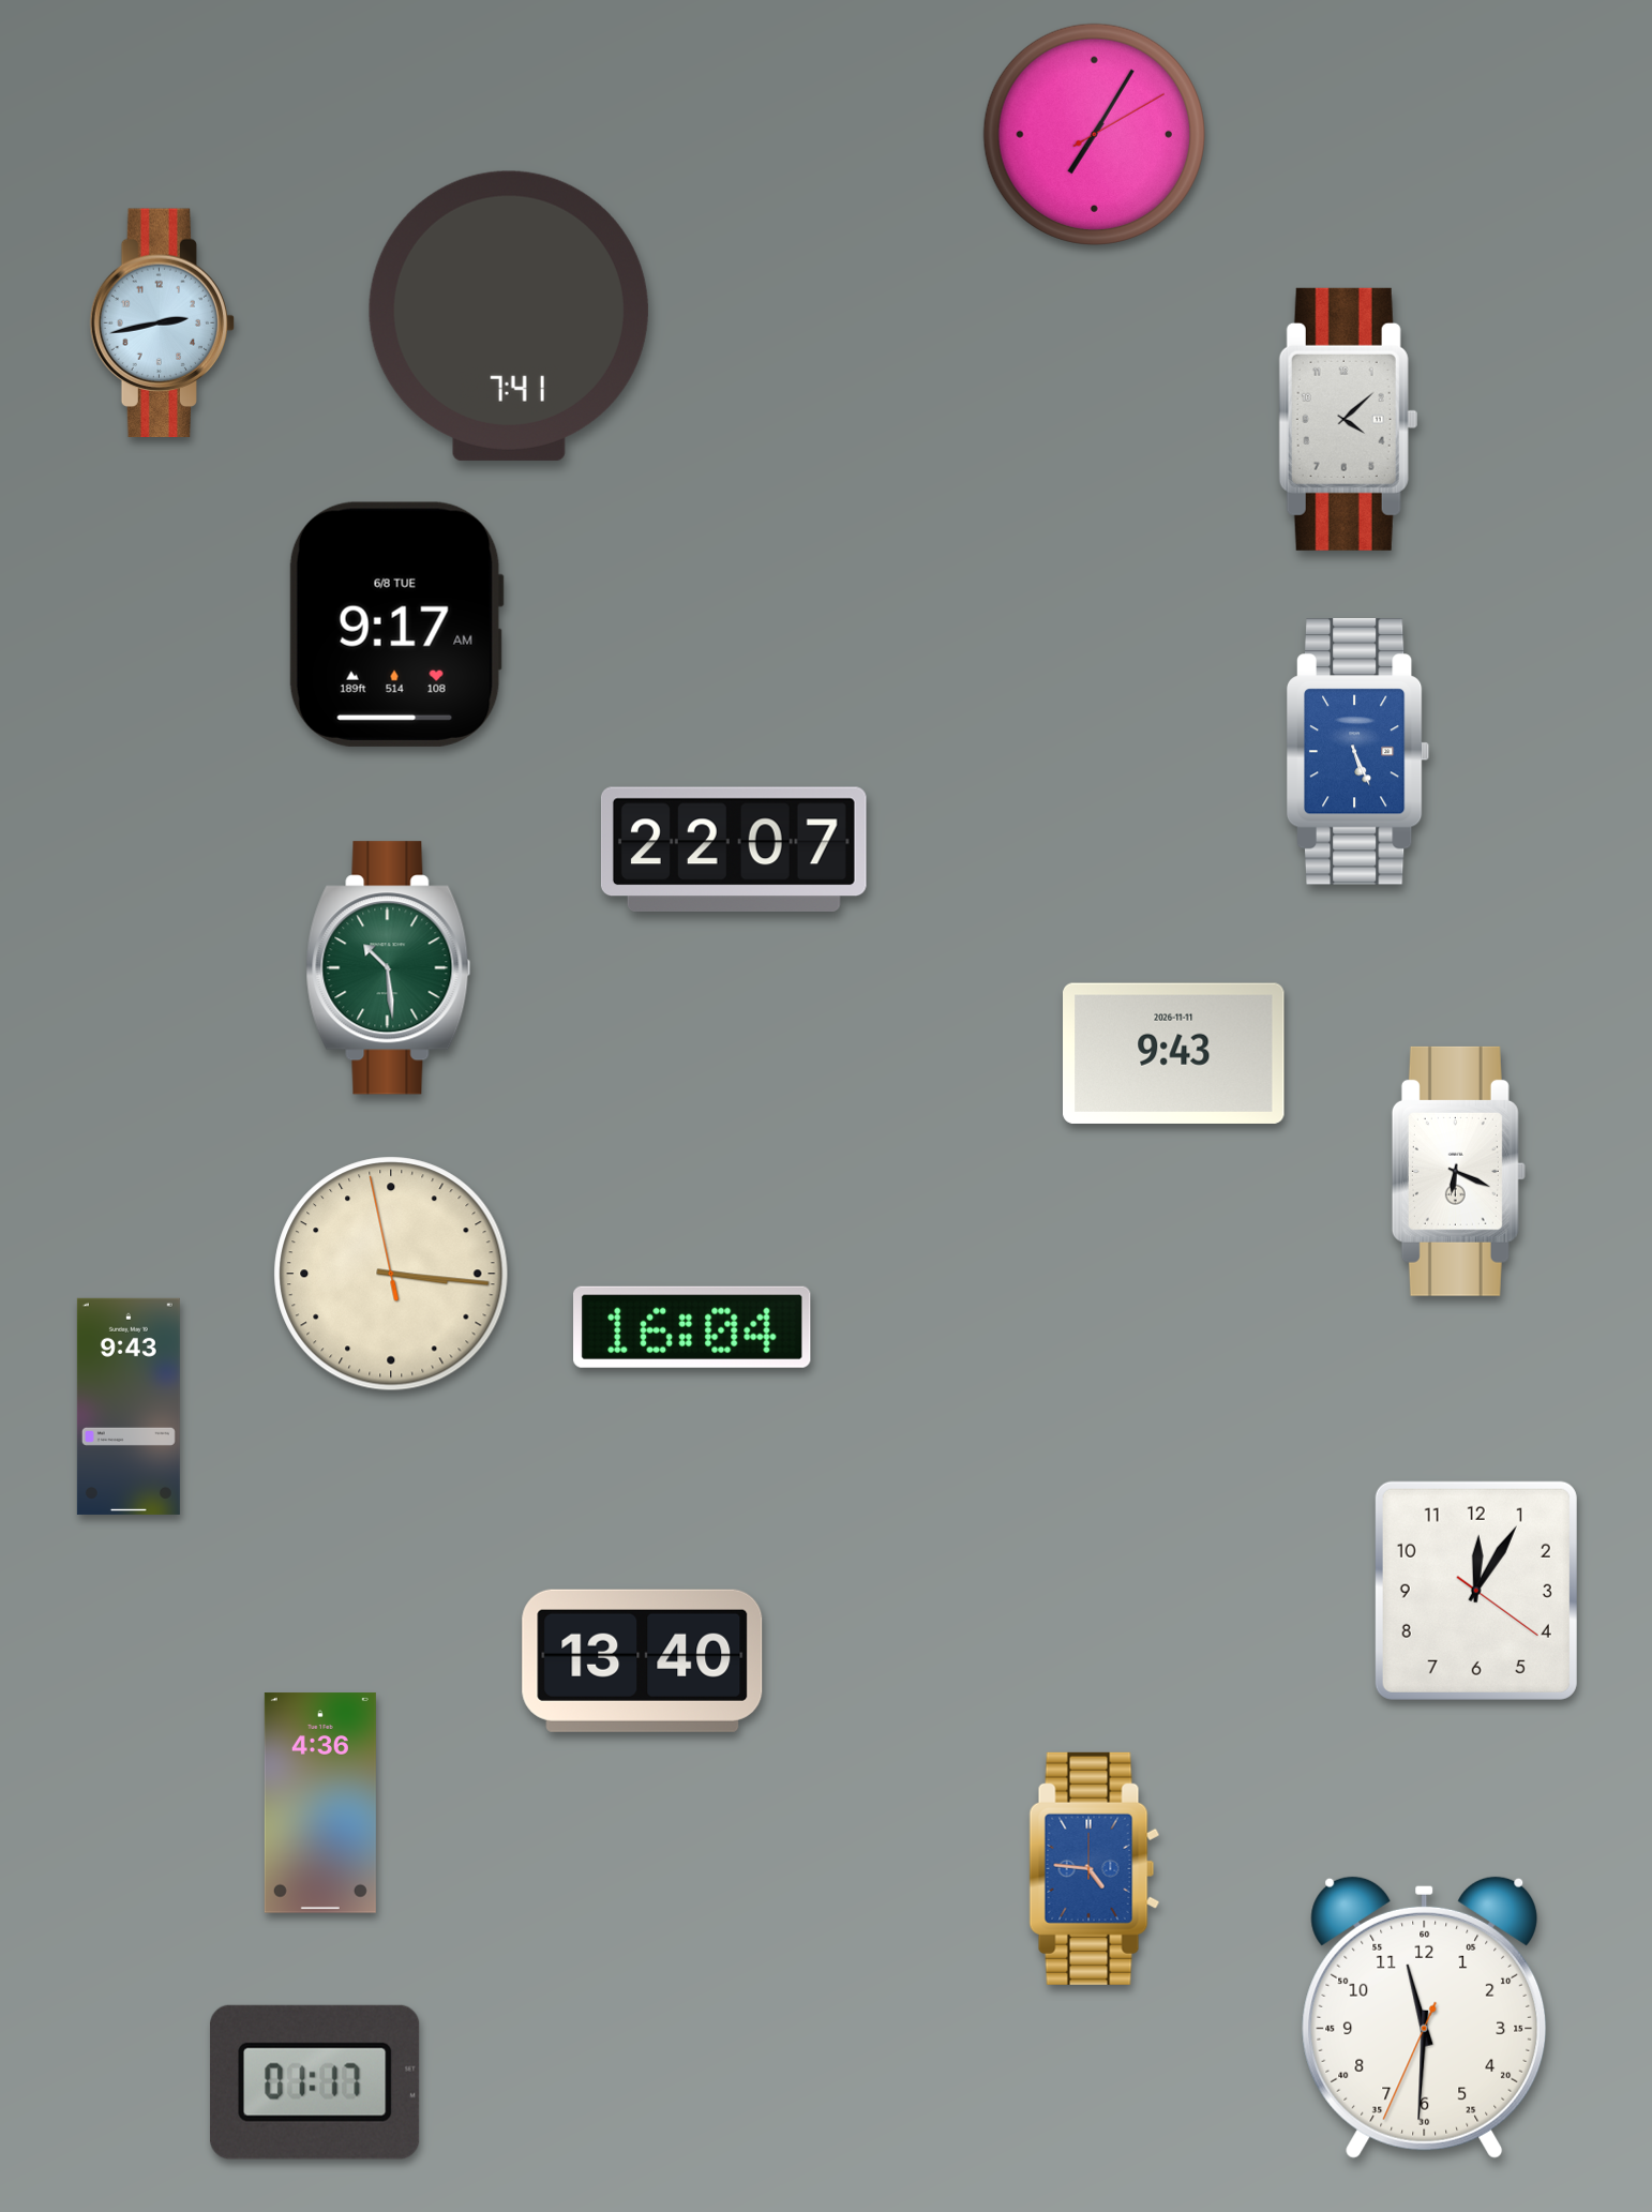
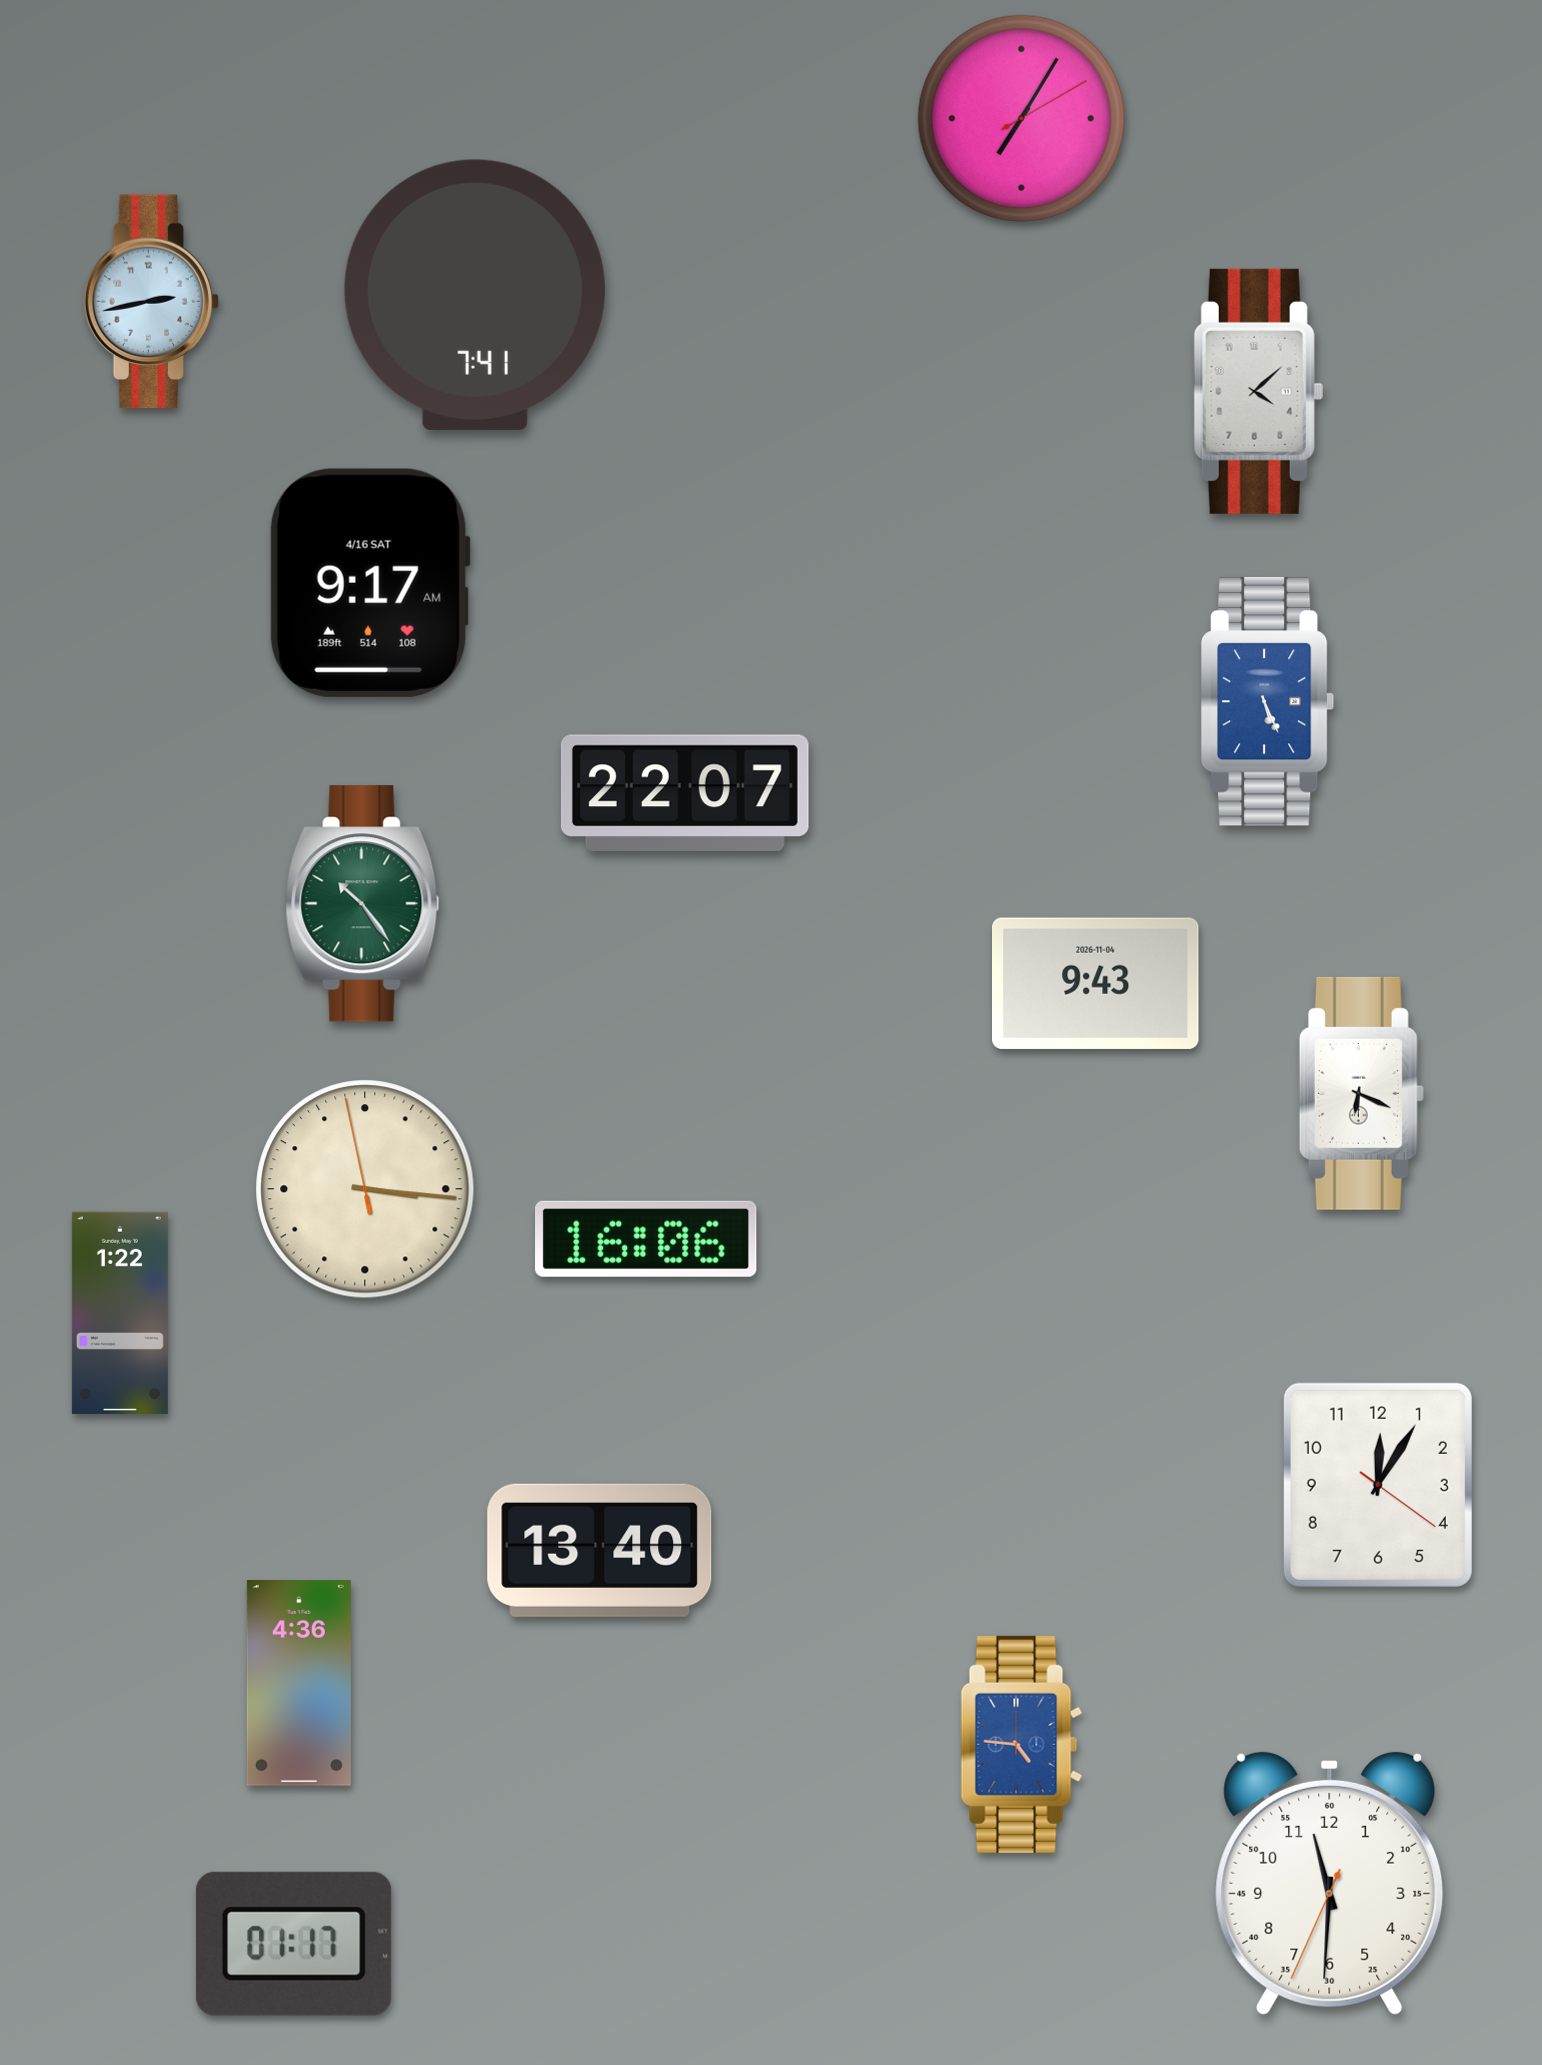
clock at (1094, 134) position: (1094, 134) -> (1021, 118)
clock at (396, 625) date: 6/8 TUE -> 4/16 SAT
clock at (389, 968): 10:29 -> 10:24
clock at (1174, 1053) date: 2026-11-11 -> 2026-11-04
clock at (693, 1327): 16:04 -> 16:06
clock at (129, 1406): 9:43 -> 1:22
